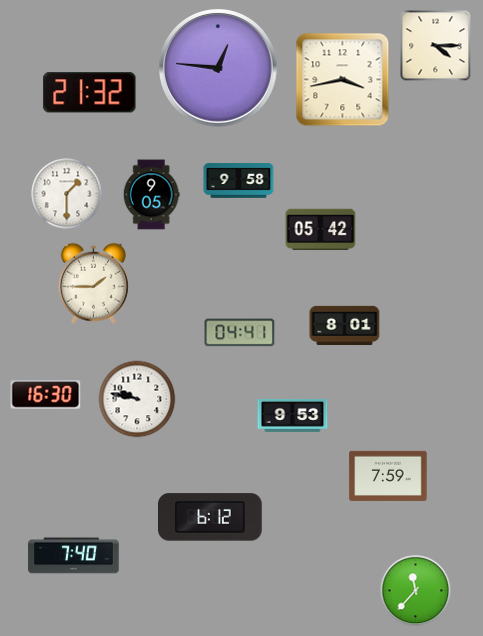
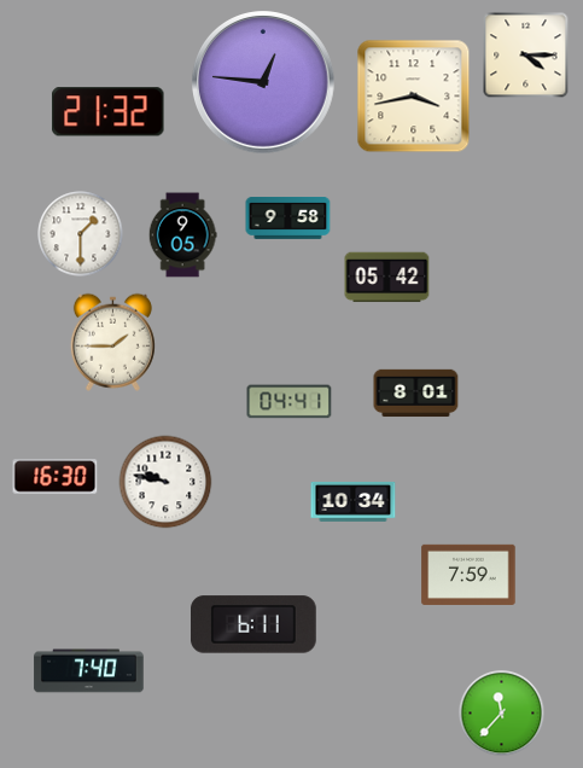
clock at (293, 415): 9:53 -> 10:34
clock at (211, 517): 6:12 -> 6:11
